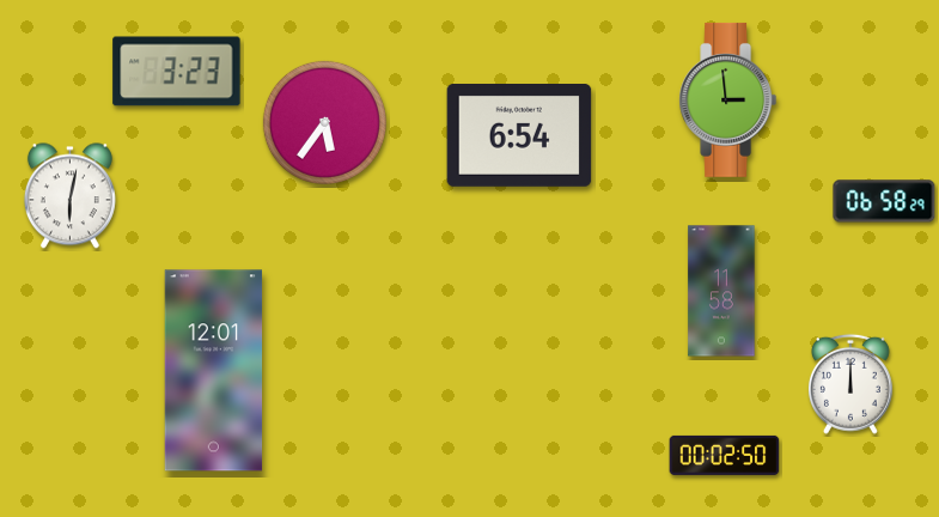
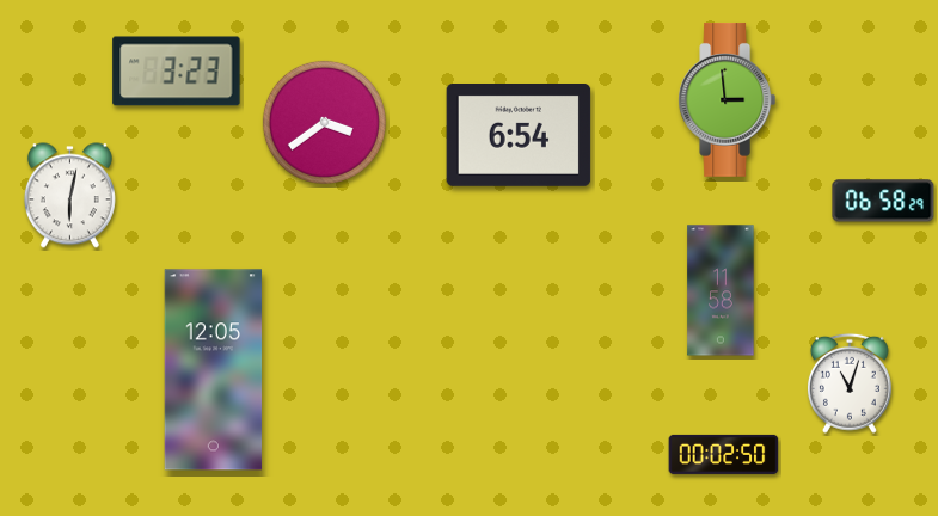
clock at (324, 122): 5:36 -> 3:39
clock at (214, 371): 12:01 -> 12:05
clock at (850, 384): 12:00 -> 11:03
